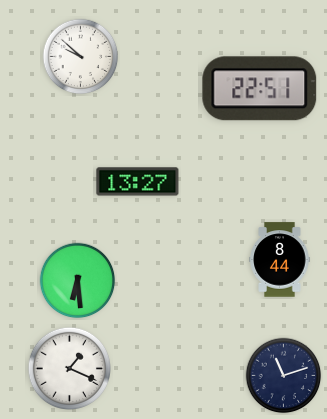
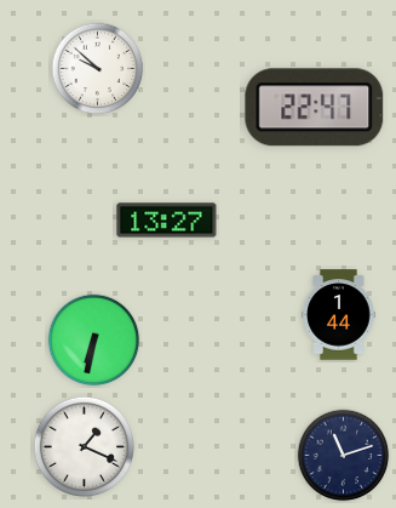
clock at (260, 89): 22:51 -> 22:47
clock at (280, 260): 8:44 -> 1:44
clock at (78, 281): 6:29 -> 6:32
